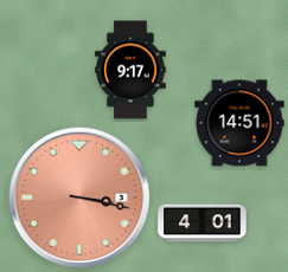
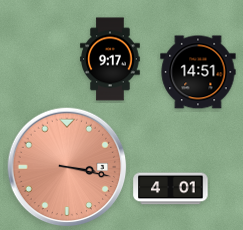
clock at (239, 123) position: (239, 123) -> (198, 72)
